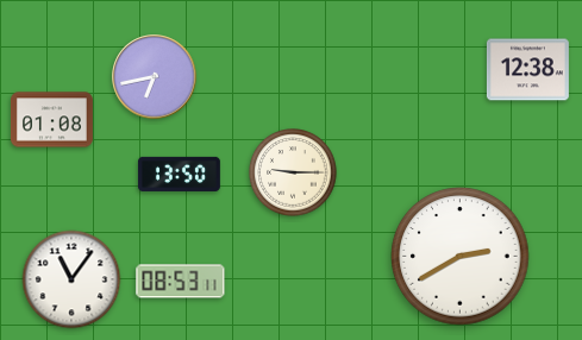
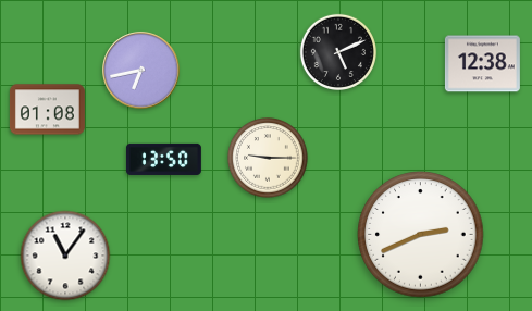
clock at (337, 51): none -> 5:11
clock at (461, 257): 2:40 -> 2:41
clock at (181, 282): 08:53 -> none
